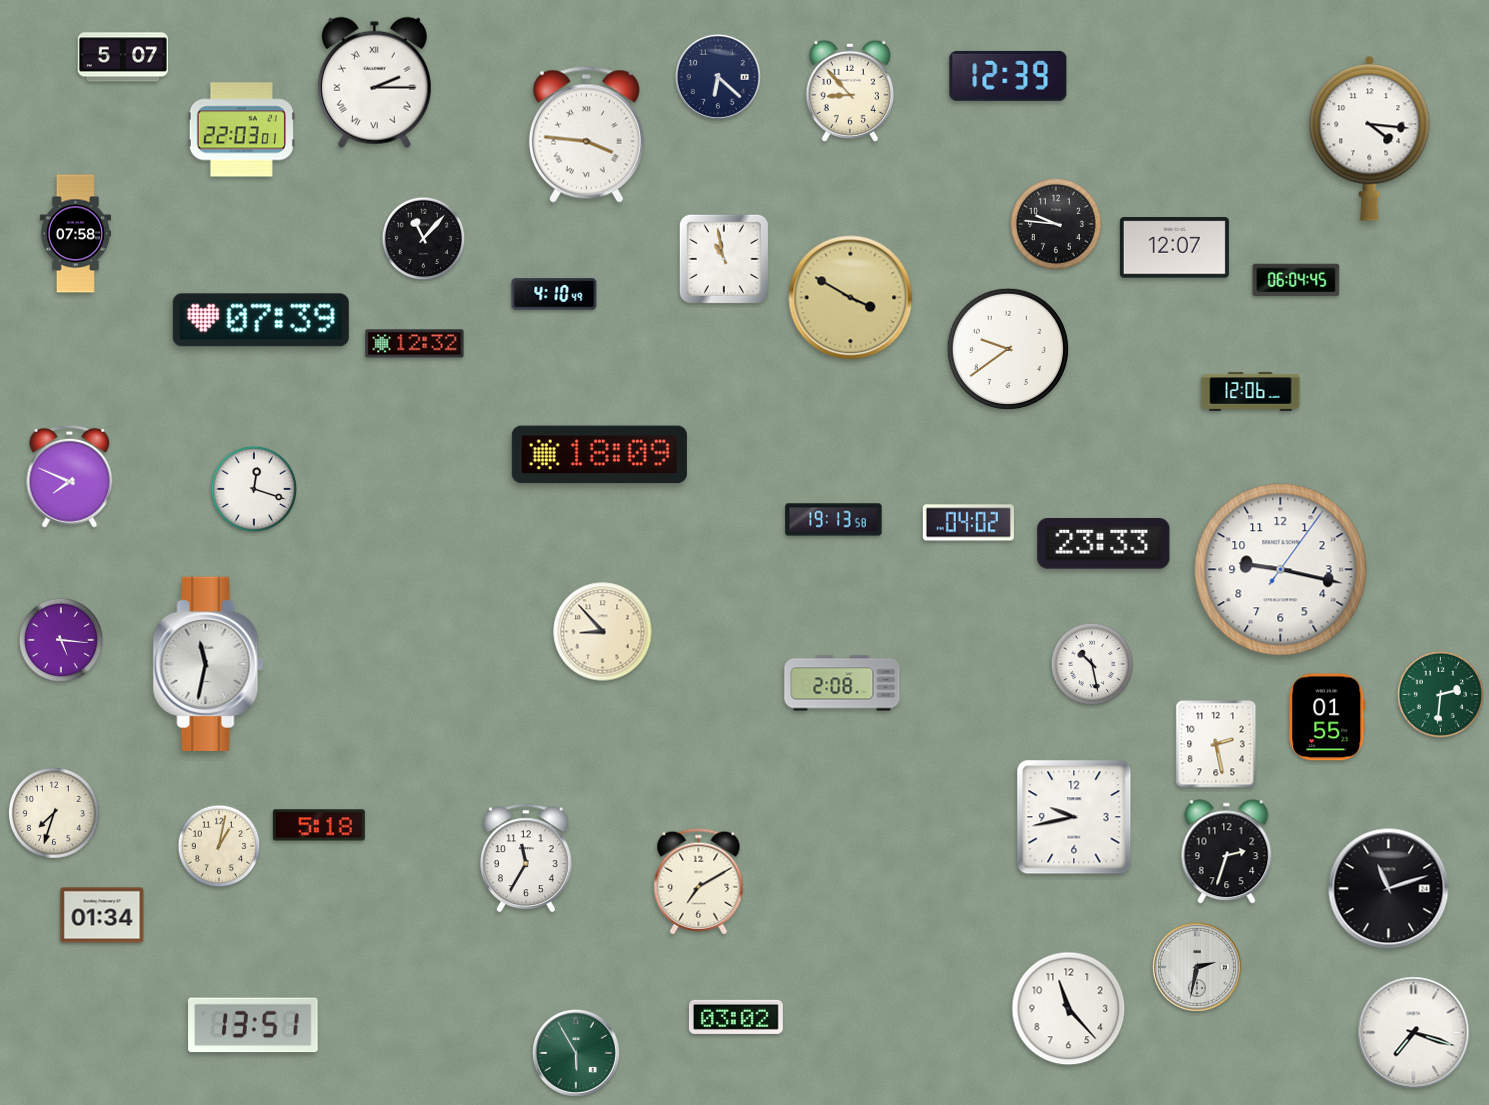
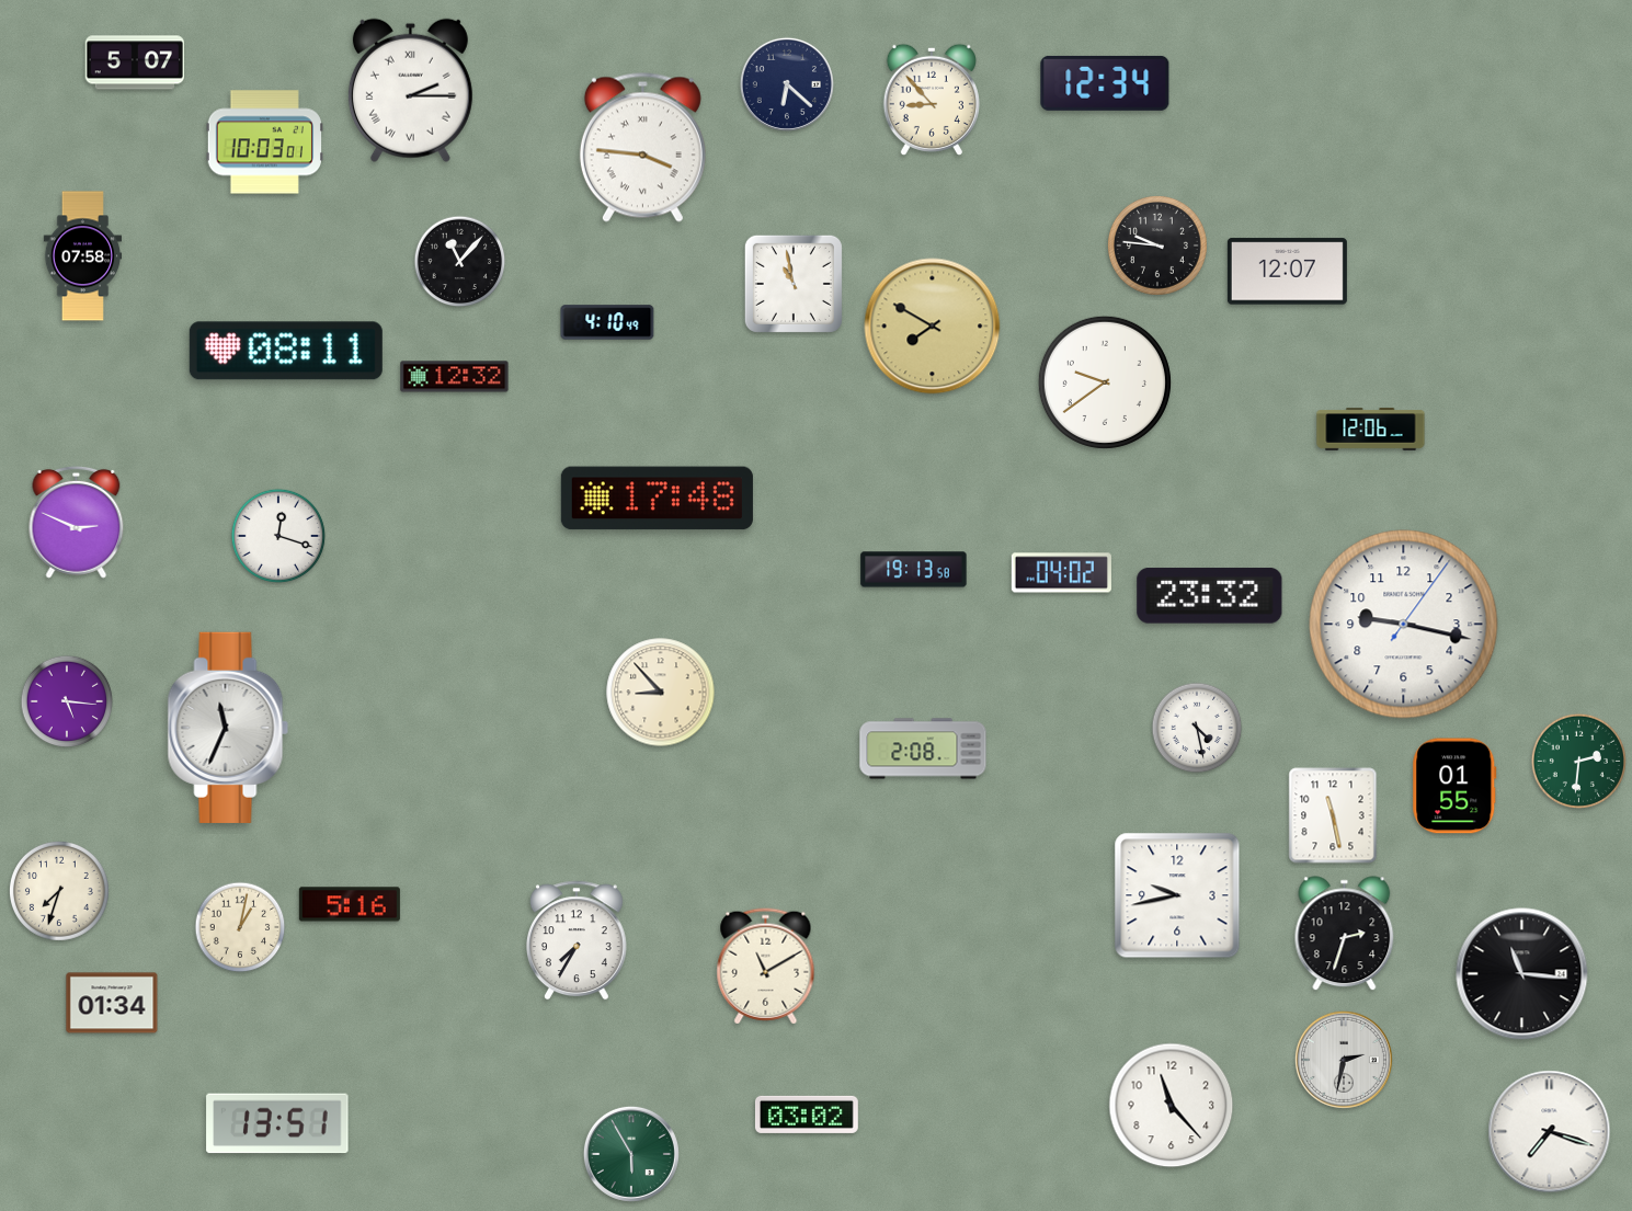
clock at (1008, 76): 12:39 -> 12:34
clock at (241, 130): 22:03 -> 10:03
clock at (1370, 138): 4:16 -> none
clock at (424, 239) position: (424, 239) -> (460, 262)
clock at (1296, 280): 06:04 -> none
clock at (851, 298): 3:50 -> 7:50
clock at (261, 320): 07:39 -> 08:11
clock at (599, 455): 18:09 -> 17:48
clock at (70, 476): 7:49 -> 2:49
clock at (1104, 544): 23:33 -> 23:32
clock at (208, 664): 11:32 -> 11:34
clock at (1092, 664): 10:28 -> 4:28
clock at (1216, 744): 2:28 -> 11:28
clock at (319, 825): 5:18 -> 5:16
clock at (526, 858): 11:35 -> 7:35
clock at (699, 882): 7:10 -> 11:10
clock at (1389, 889): 11:12 -> 11:16
clock at (1197, 967) position: (1197, 967) -> (1344, 1060)
